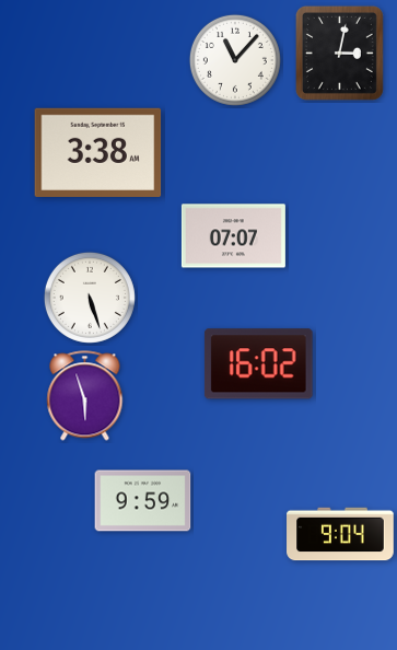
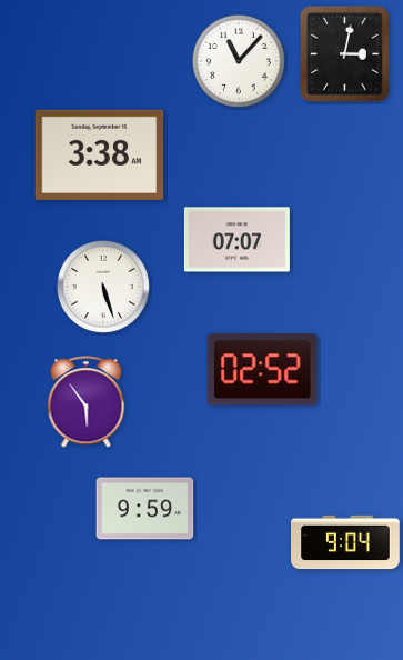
clock at (90, 298) position: (90, 298) -> (103, 287)
clock at (258, 364): 16:02 -> 02:52
clock at (85, 396): 5:57 -> 5:54
